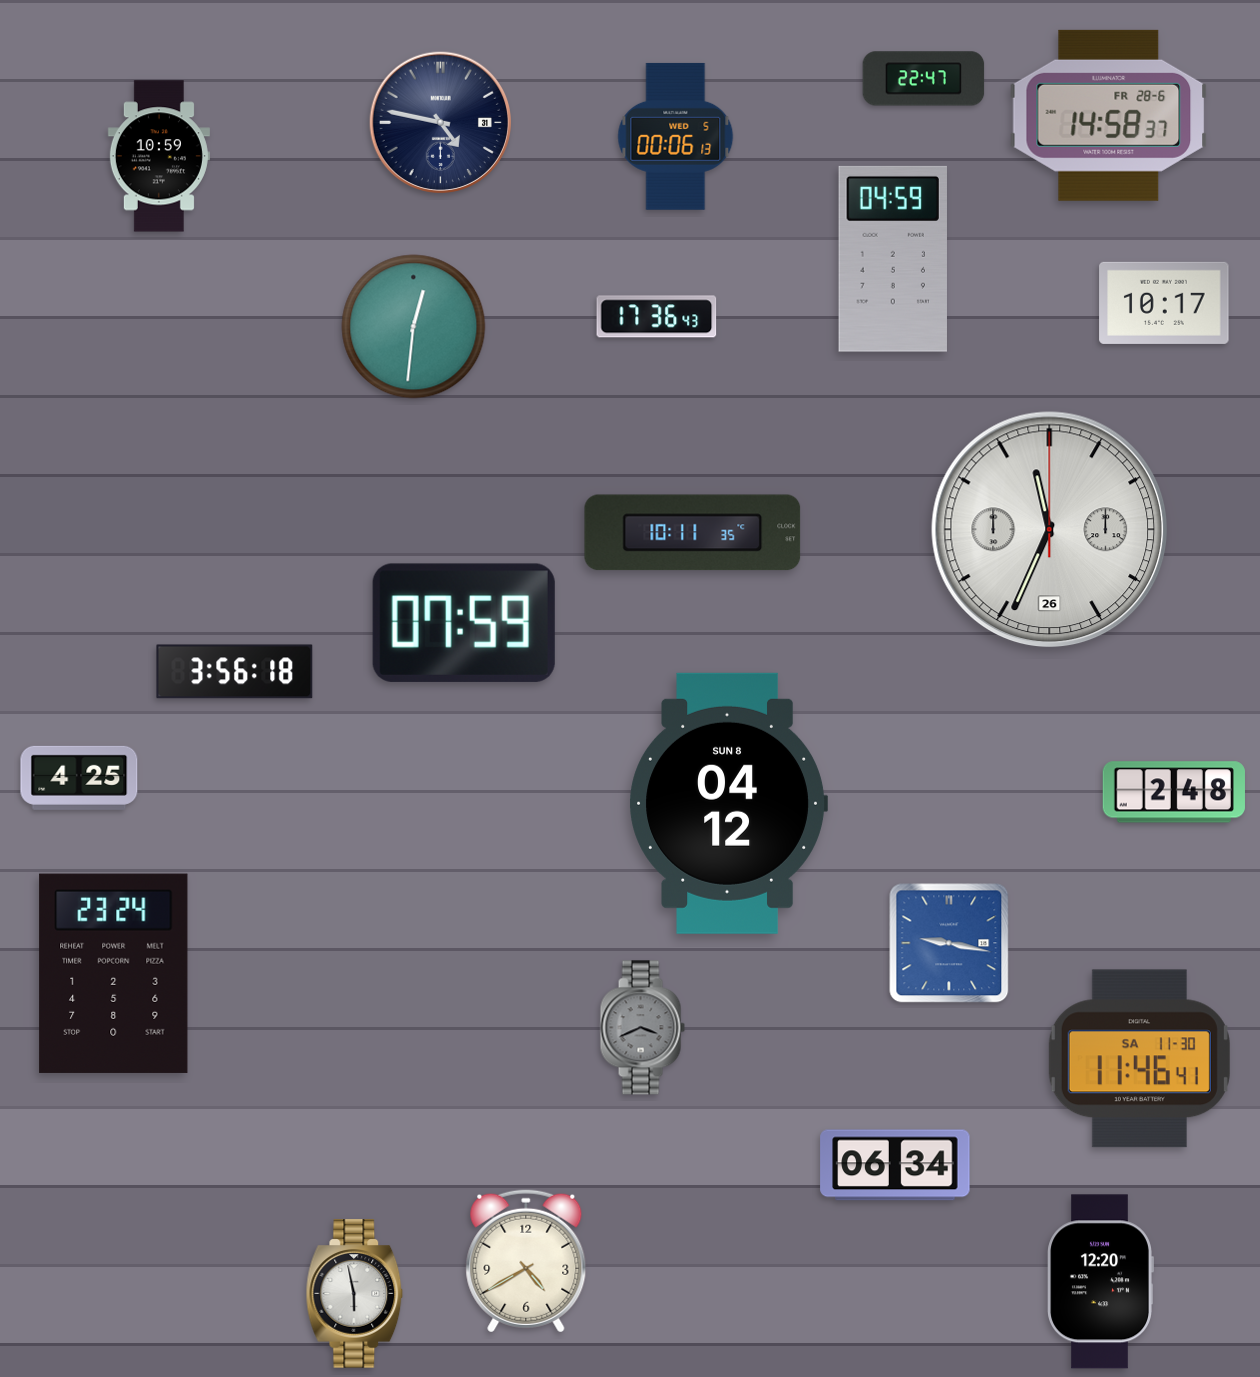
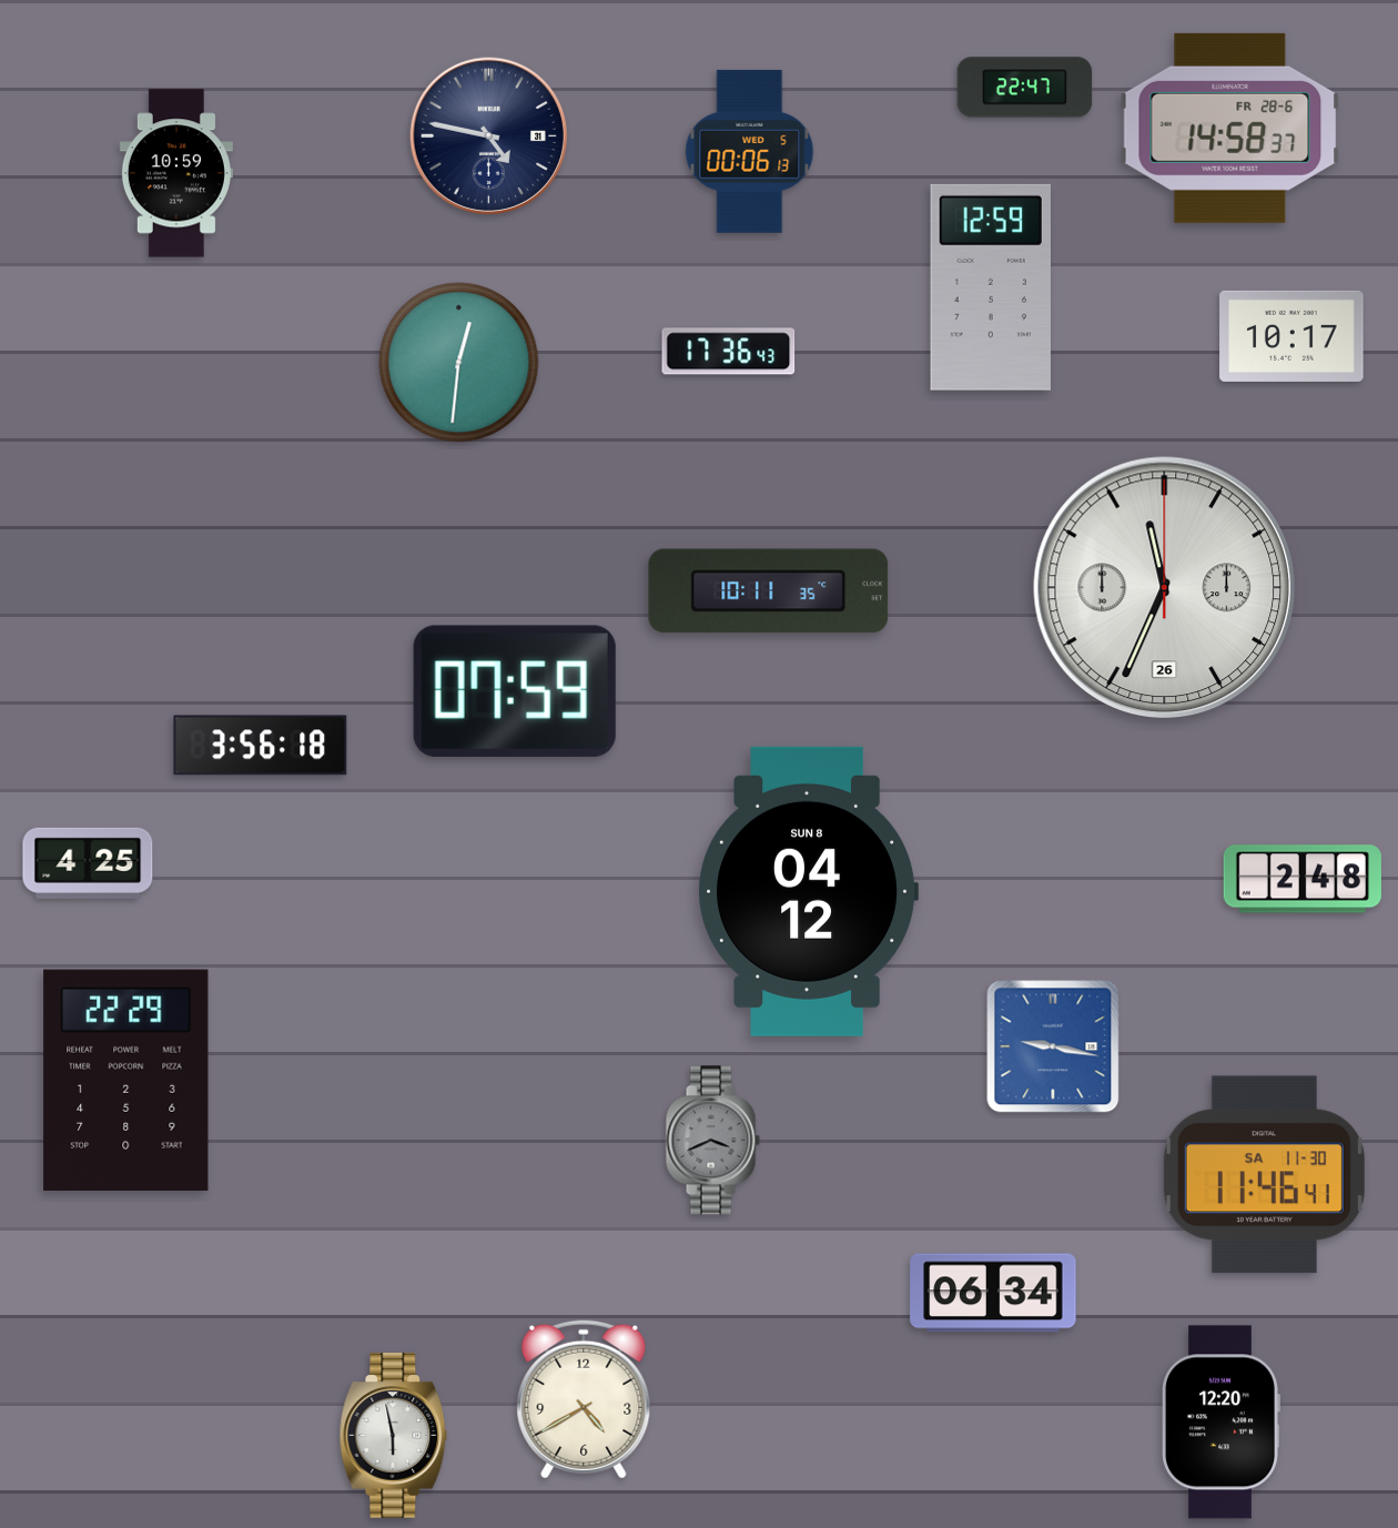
clock at (893, 259): 04:59 -> 12:59
clock at (114, 973): 23:24 -> 22:29
